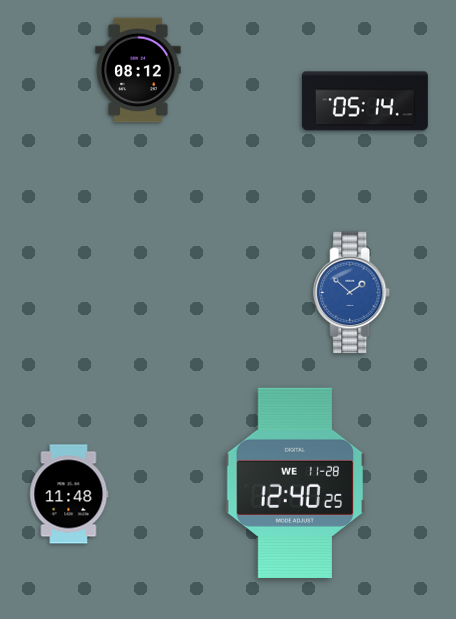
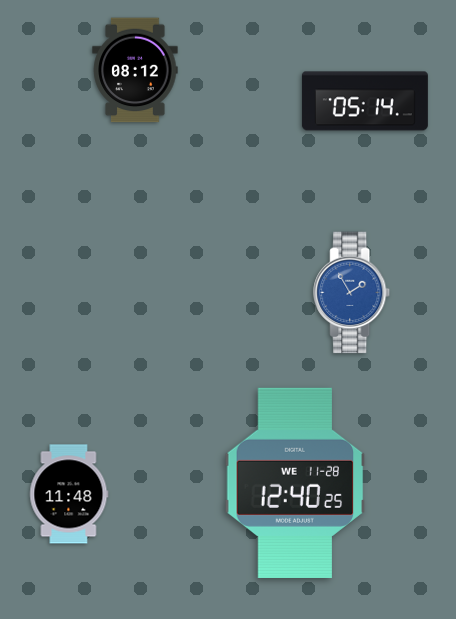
clock at (138, 70) position: (138, 70) -> (135, 70)
clock at (352, 293): 1:52 -> 1:55
